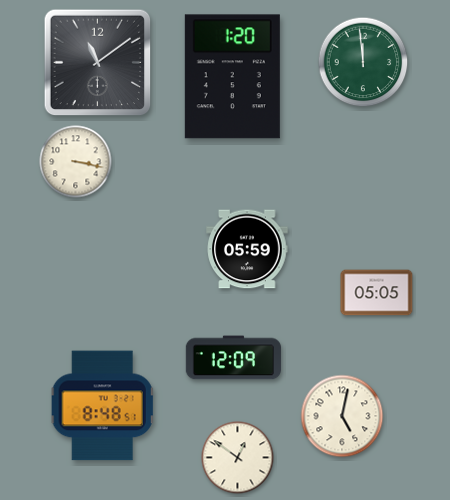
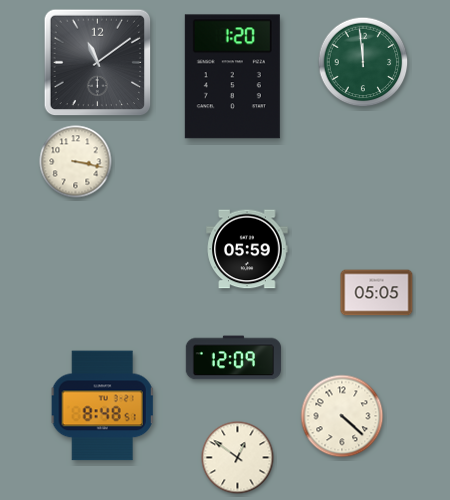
clock at (342, 416): 5:02 -> 4:22
